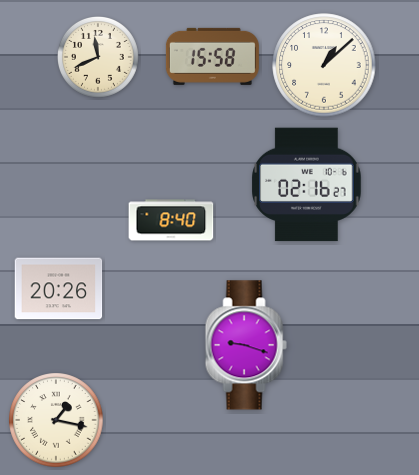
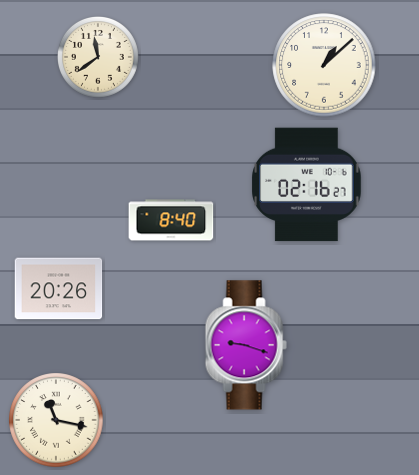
clock at (212, 56): 15:58 -> none
clock at (98, 57): 11:41 -> 11:39
clock at (56, 420): 1:17 -> 11:17
